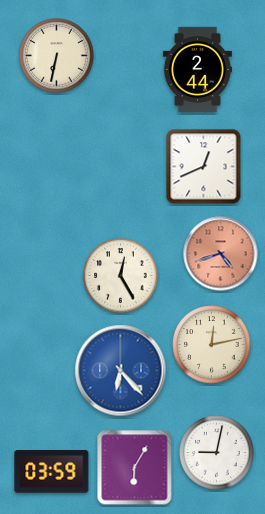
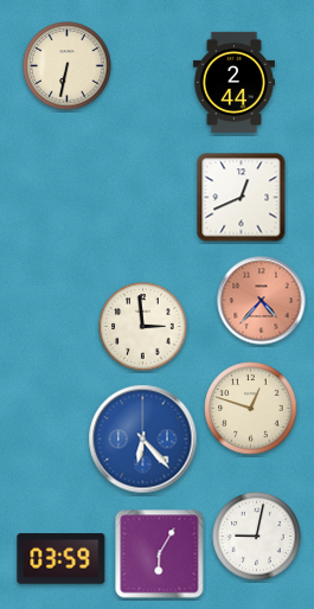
clock at (221, 254): 4:42 -> 4:37
clock at (121, 276): 12:25 -> 2:59
clock at (212, 345): 12:13 -> 12:48
